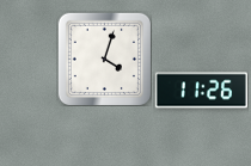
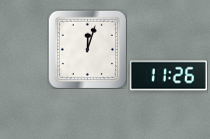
clock at (104, 59): 4:03 -> 12:03
